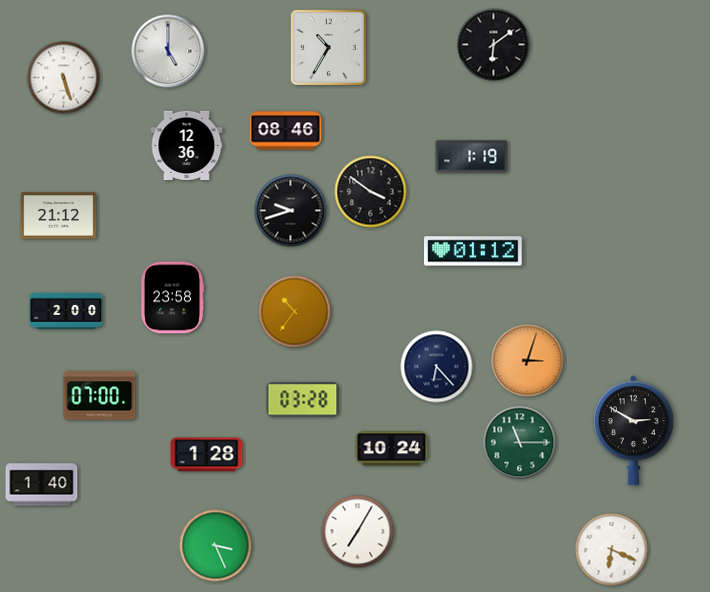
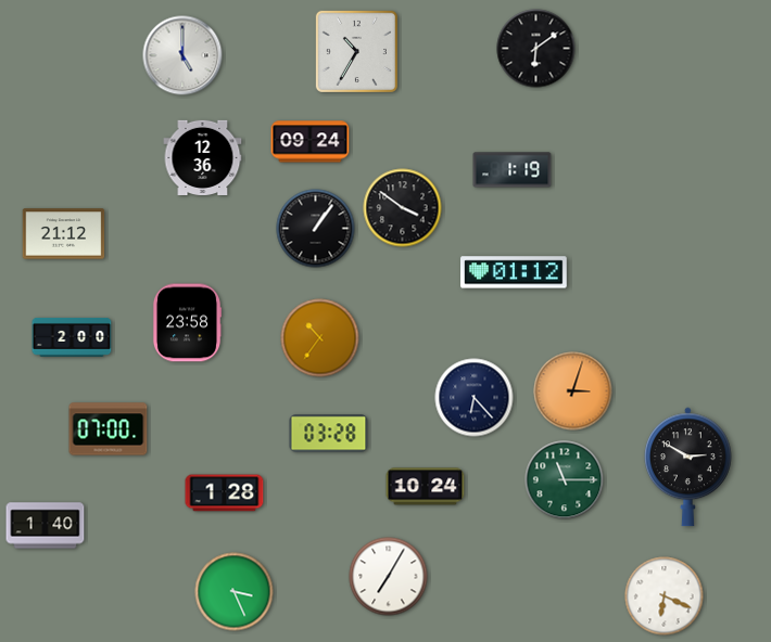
clock at (64, 78): 5:27 -> none
clock at (286, 131): 08:46 -> 09:24
clock at (291, 211): 9:42 -> 1:06
